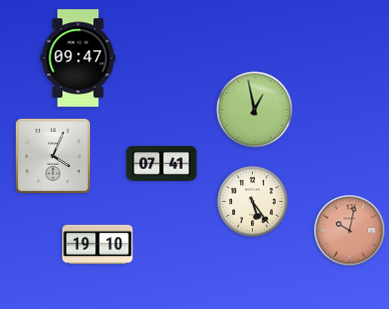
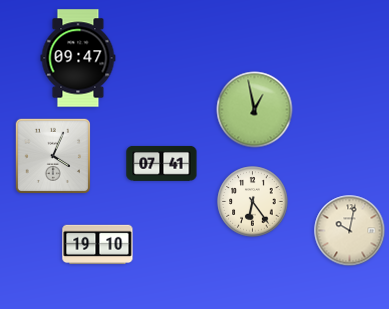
clock at (253, 202): 5:24 -> 6:24
clock at (350, 231) dial: salmon -> cream
